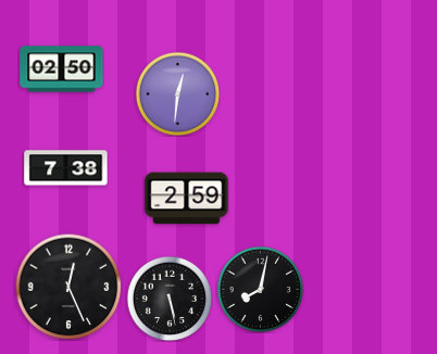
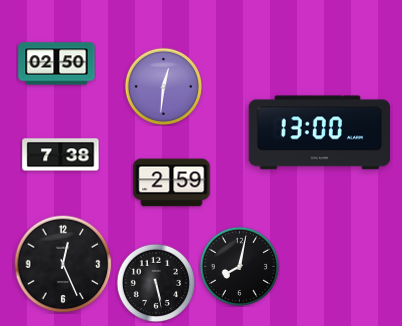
clock at (320, 133): none -> 13:00
clock at (170, 299) position: (170, 299) -> (156, 283)
